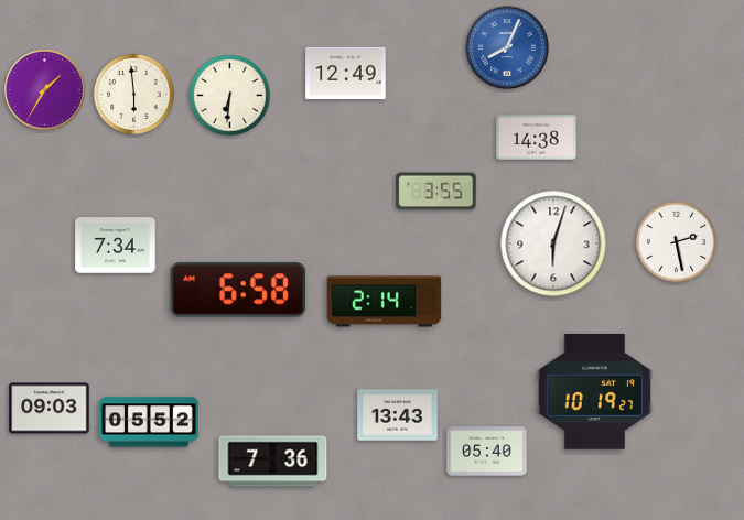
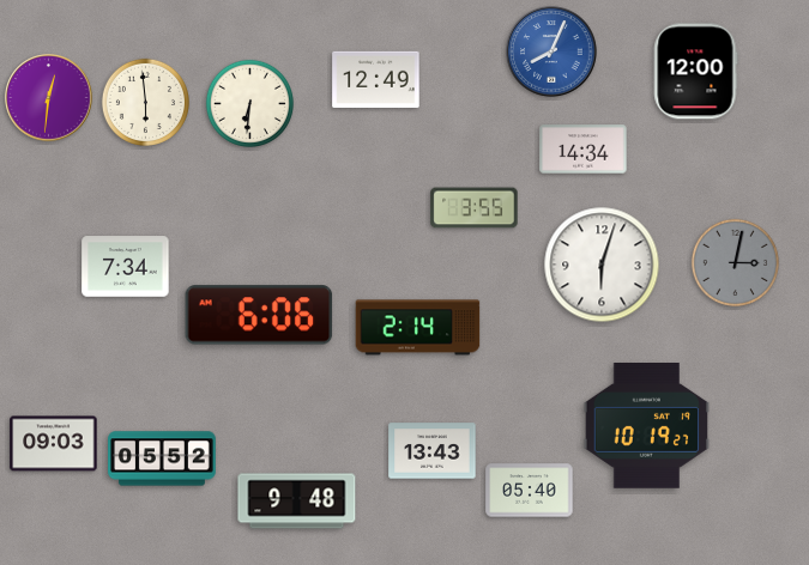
clock at (695, 72): none -> 12:00
clock at (45, 90): 1:35 -> 12:31
clock at (537, 138): 14:38 -> 14:34
clock at (676, 241): 2:28 -> 3:02
clock at (676, 241) dial: white -> grey
clock at (238, 290): 6:58 -> 6:06
clock at (273, 462): 7:36 -> 9:48
